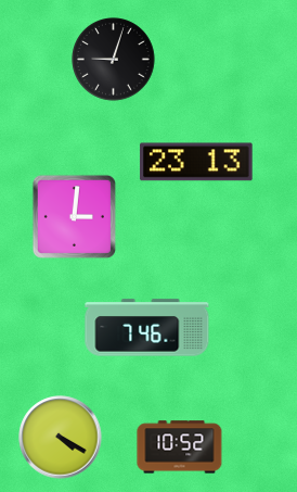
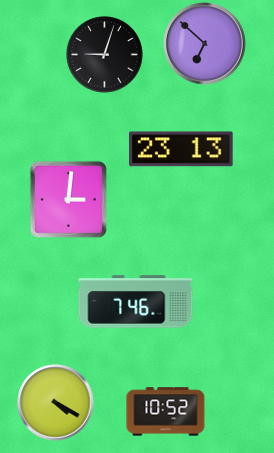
clock at (205, 44): none -> 6:52
